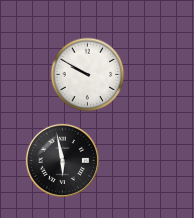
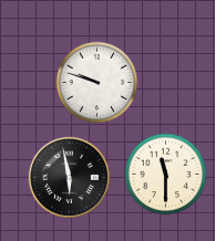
clock at (88, 75): 9:50 -> 9:48
clock at (166, 175): none -> 11:30
